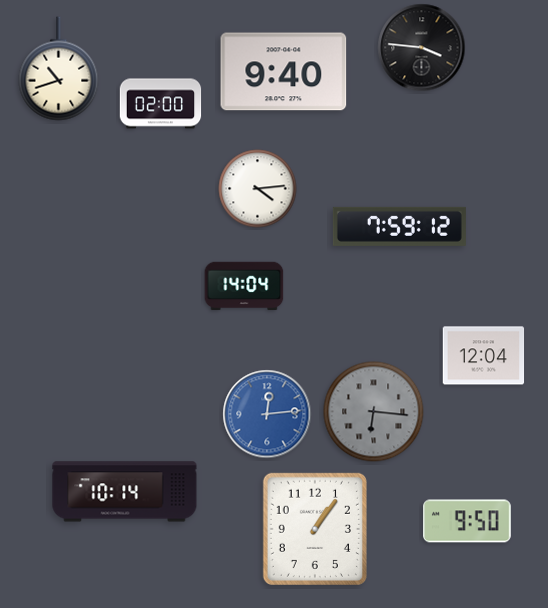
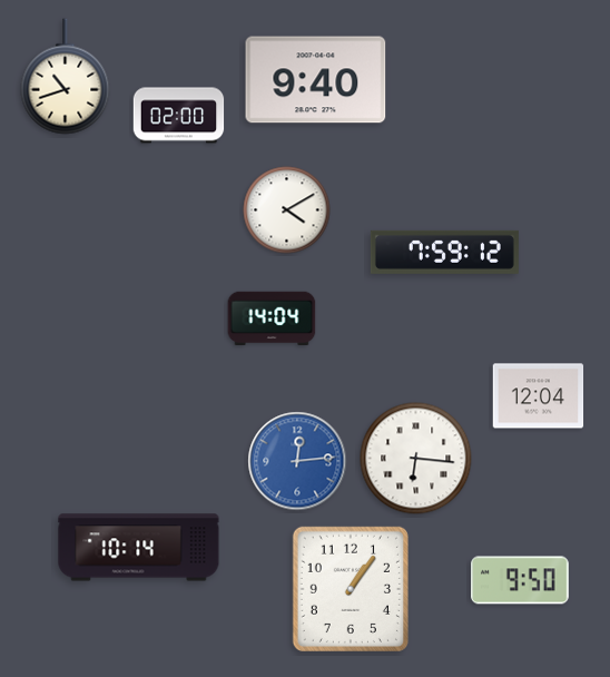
clock at (422, 48): 3:46 -> none
clock at (258, 189): 4:14 -> 4:10
clock at (374, 412) dial: grey -> white
